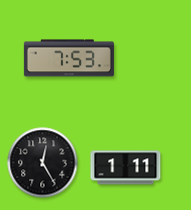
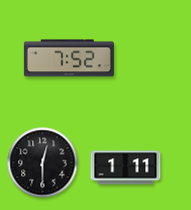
clock at (69, 58): 7:53 -> 7:52
clock at (43, 163): 12:25 -> 12:30
